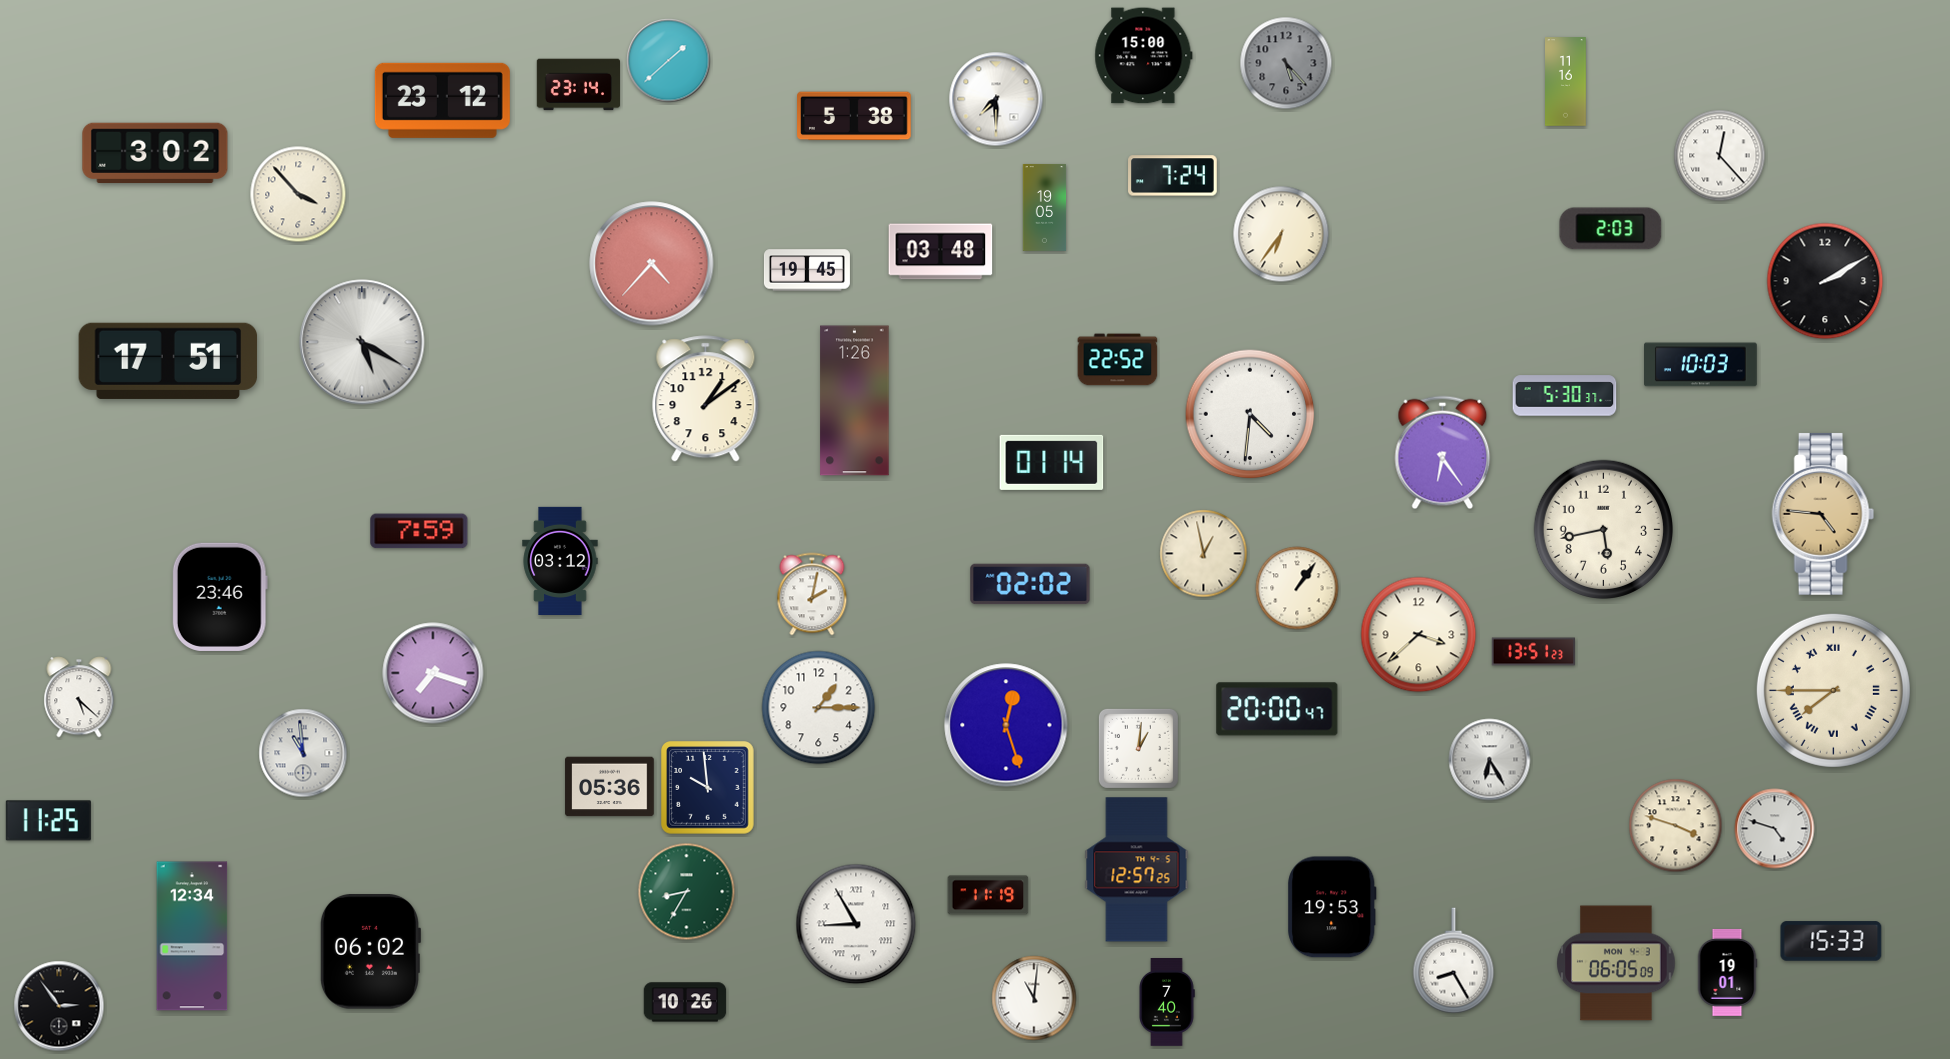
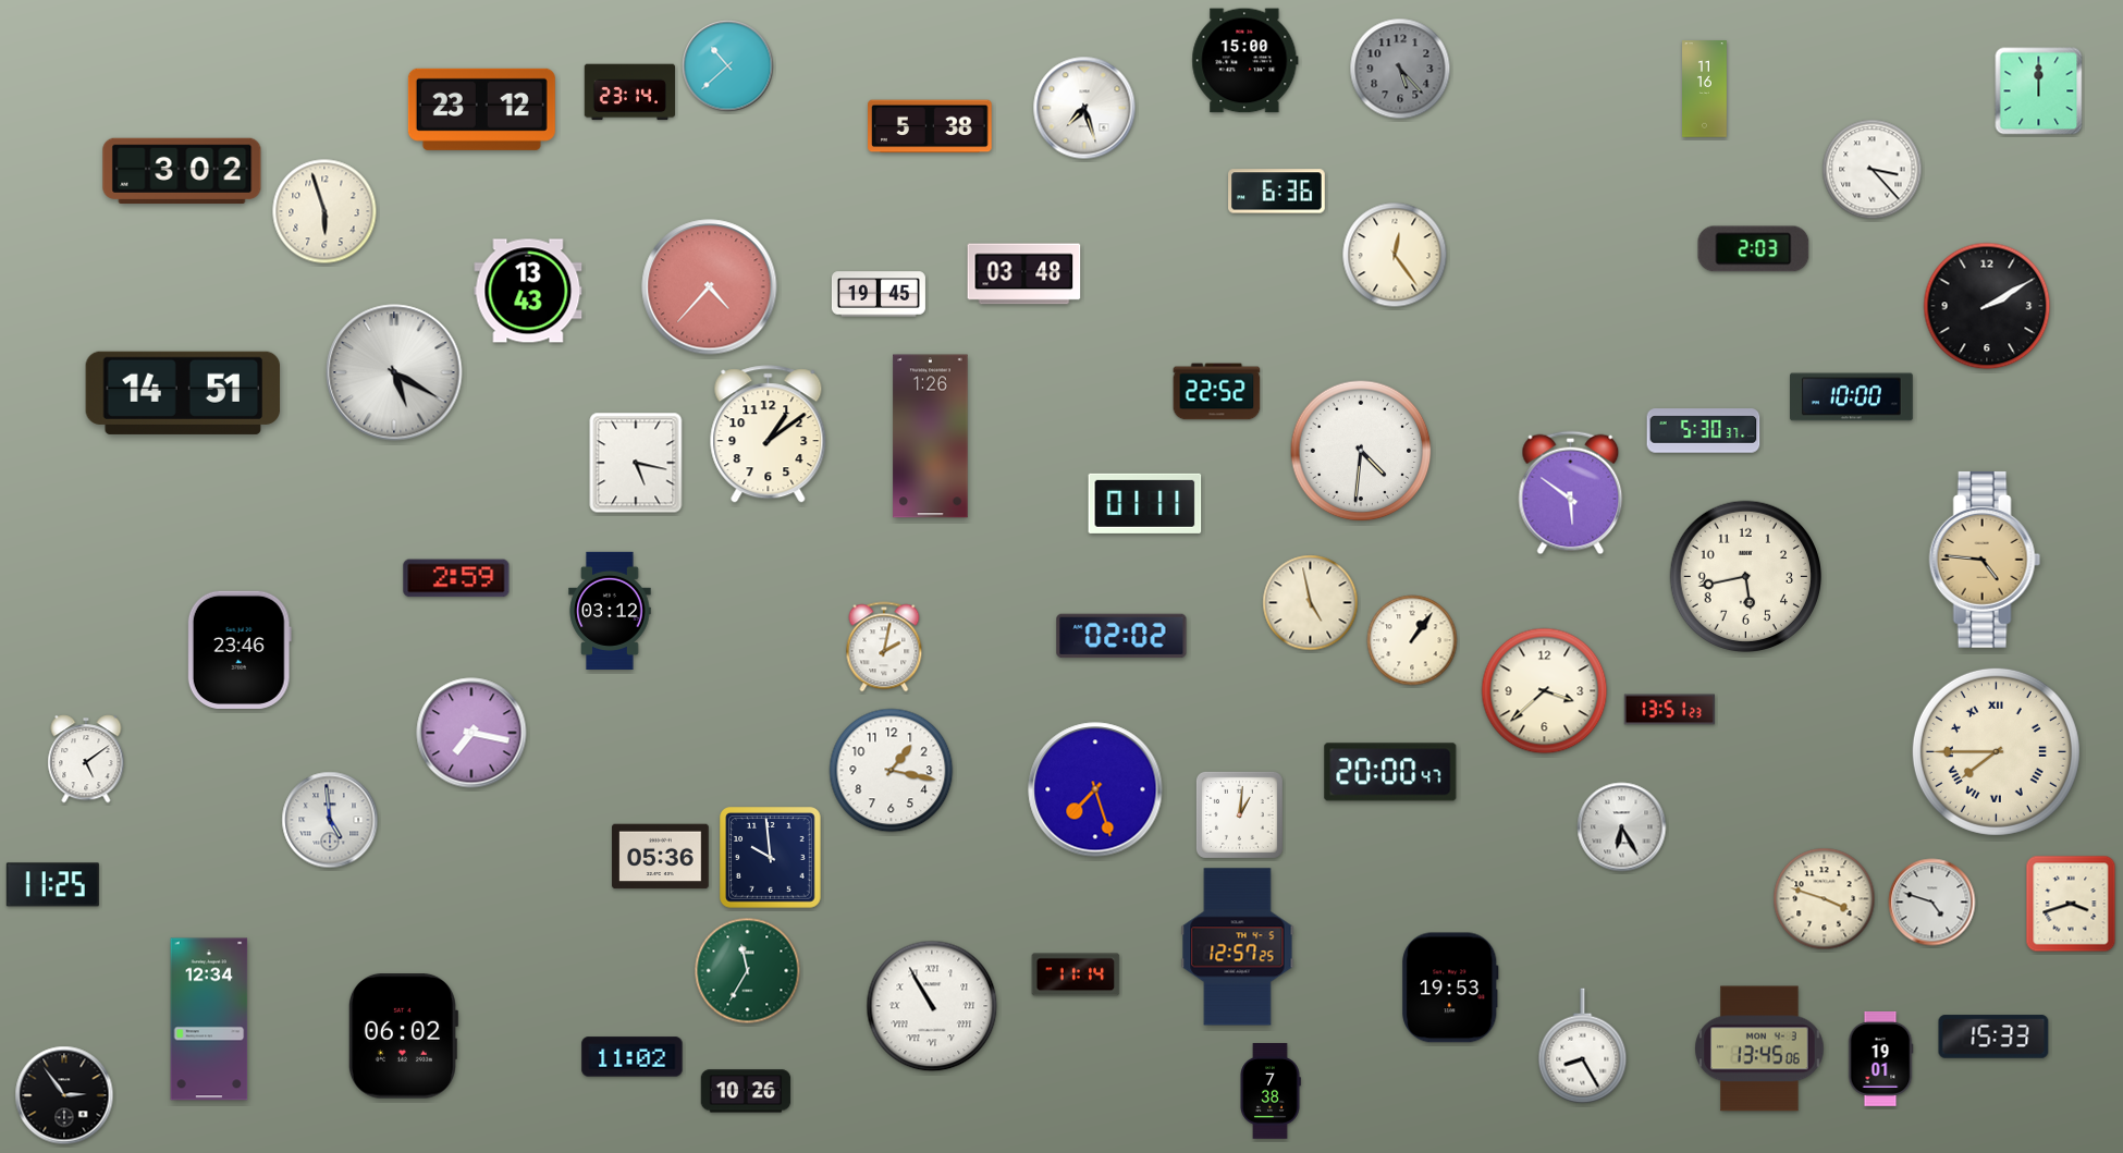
clock at (669, 61): 1:38 -> 10:38
clock at (2039, 91): none -> 12:00
clock at (996, 99): 7:30 -> 7:27
clock at (155, 153) position: (155, 153) -> (182, 171)
clock at (1720, 156): 12:23 -> 3:23
clock at (1173, 176): 7:24 -> 6:36
clock at (298, 194): 3:53 -> 5:57
clock at (1045, 207): 19:05 -> none
clock at (1281, 234): 6:36 -> 12:24
clock at (528, 291): none -> 13:43
clock at (168, 361): 17:51 -> 14:51
clock at (1701, 365): 10:03 -> 10:00
clock at (636, 463): none -> 5:17
clock at (1443, 453): 6:24 -> 5:51
clock at (1052, 462): 01:14 -> 01:11
clock at (419, 531): 7:59 -> 2:59
clock at (1204, 554): 12:58 -> 4:58
clock at (433, 673): 7:18 -> 7:17
clock at (79, 697): 5:22 -> 5:09
clock at (819, 708): 1:15 -> 1:17
clock at (1006, 725): 12:27 -> 7:27
clock at (303, 753): 10:59 -> 4:59
clock at (610, 787) position: (610, 787) -> (661, 857)
clock at (48, 821) position: (48, 821) -> (52, 885)
clock at (2071, 904): none -> 3:42
clock at (687, 892): 8:35 -> 11:35
clock at (988, 895): 11:19 -> 11:14
clock at (856, 924): 8:55 -> 10:55
clock at (1831, 941) position: (1831, 941) -> (1993, 1037)
clock at (1616, 963): 06:05 -> 13:45
clock at (633, 1057): none -> 11:02
clock at (1034, 998): 11:01 -> none
clock at (1167, 1003): 7:40 -> 7:38
